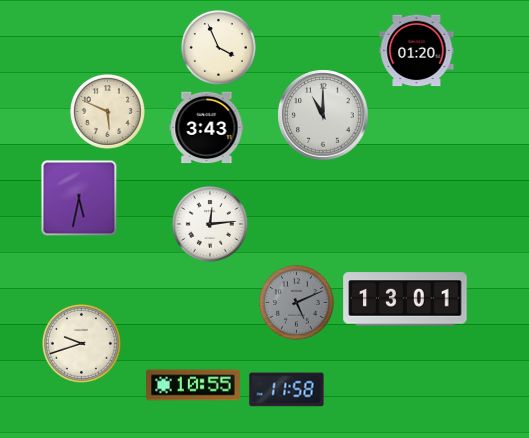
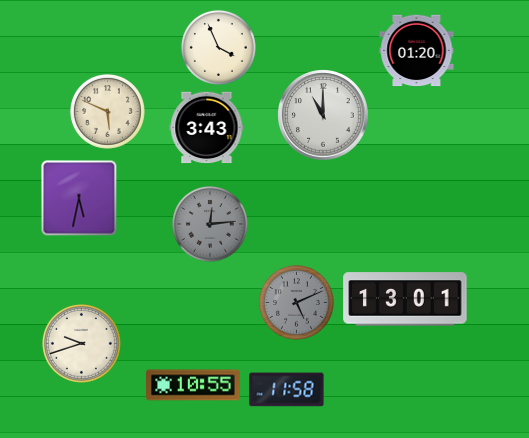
clock at (210, 224) dial: white -> grey
